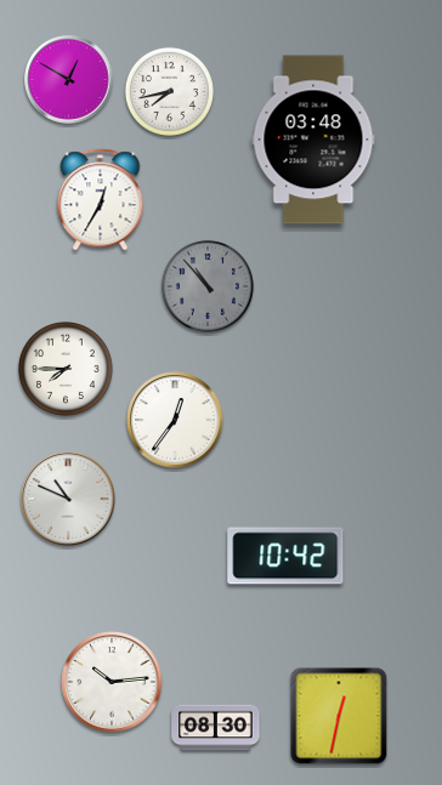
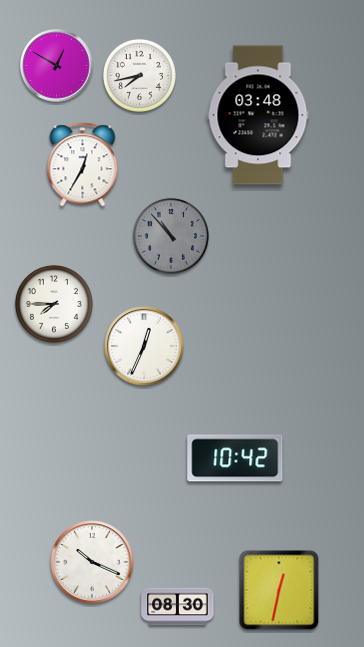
clock at (175, 420): 12:36 -> 12:34
clock at (68, 499): 10:49 -> none
clock at (112, 682): 10:14 -> 10:19
clock at (216, 728) position: (216, 728) -> (178, 607)
